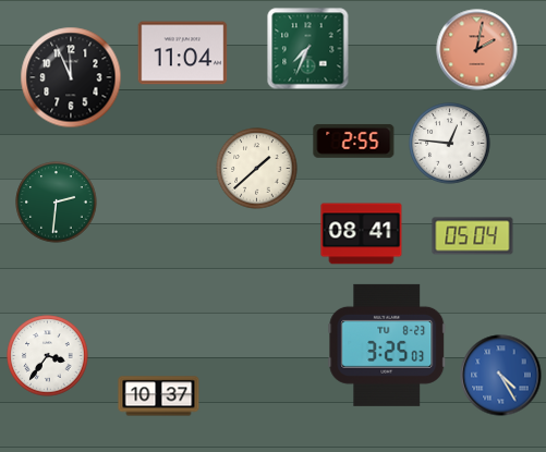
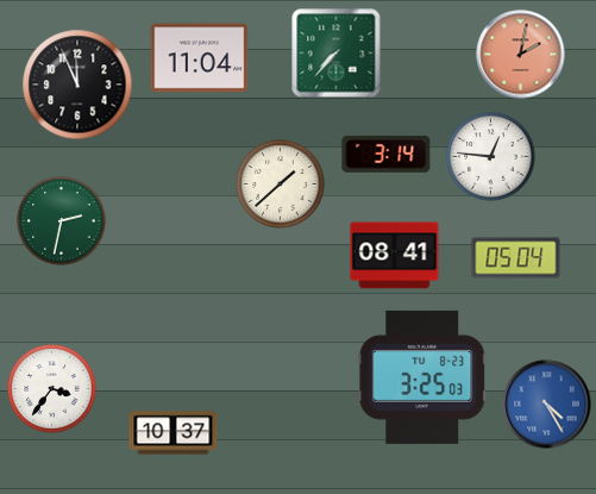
clock at (308, 49): 7:34 -> 7:37
clock at (354, 142): 2:55 -> 3:14
clock at (57, 203): 2:31 -> 2:32
clock at (501, 376) position: (501, 376) -> (547, 405)
